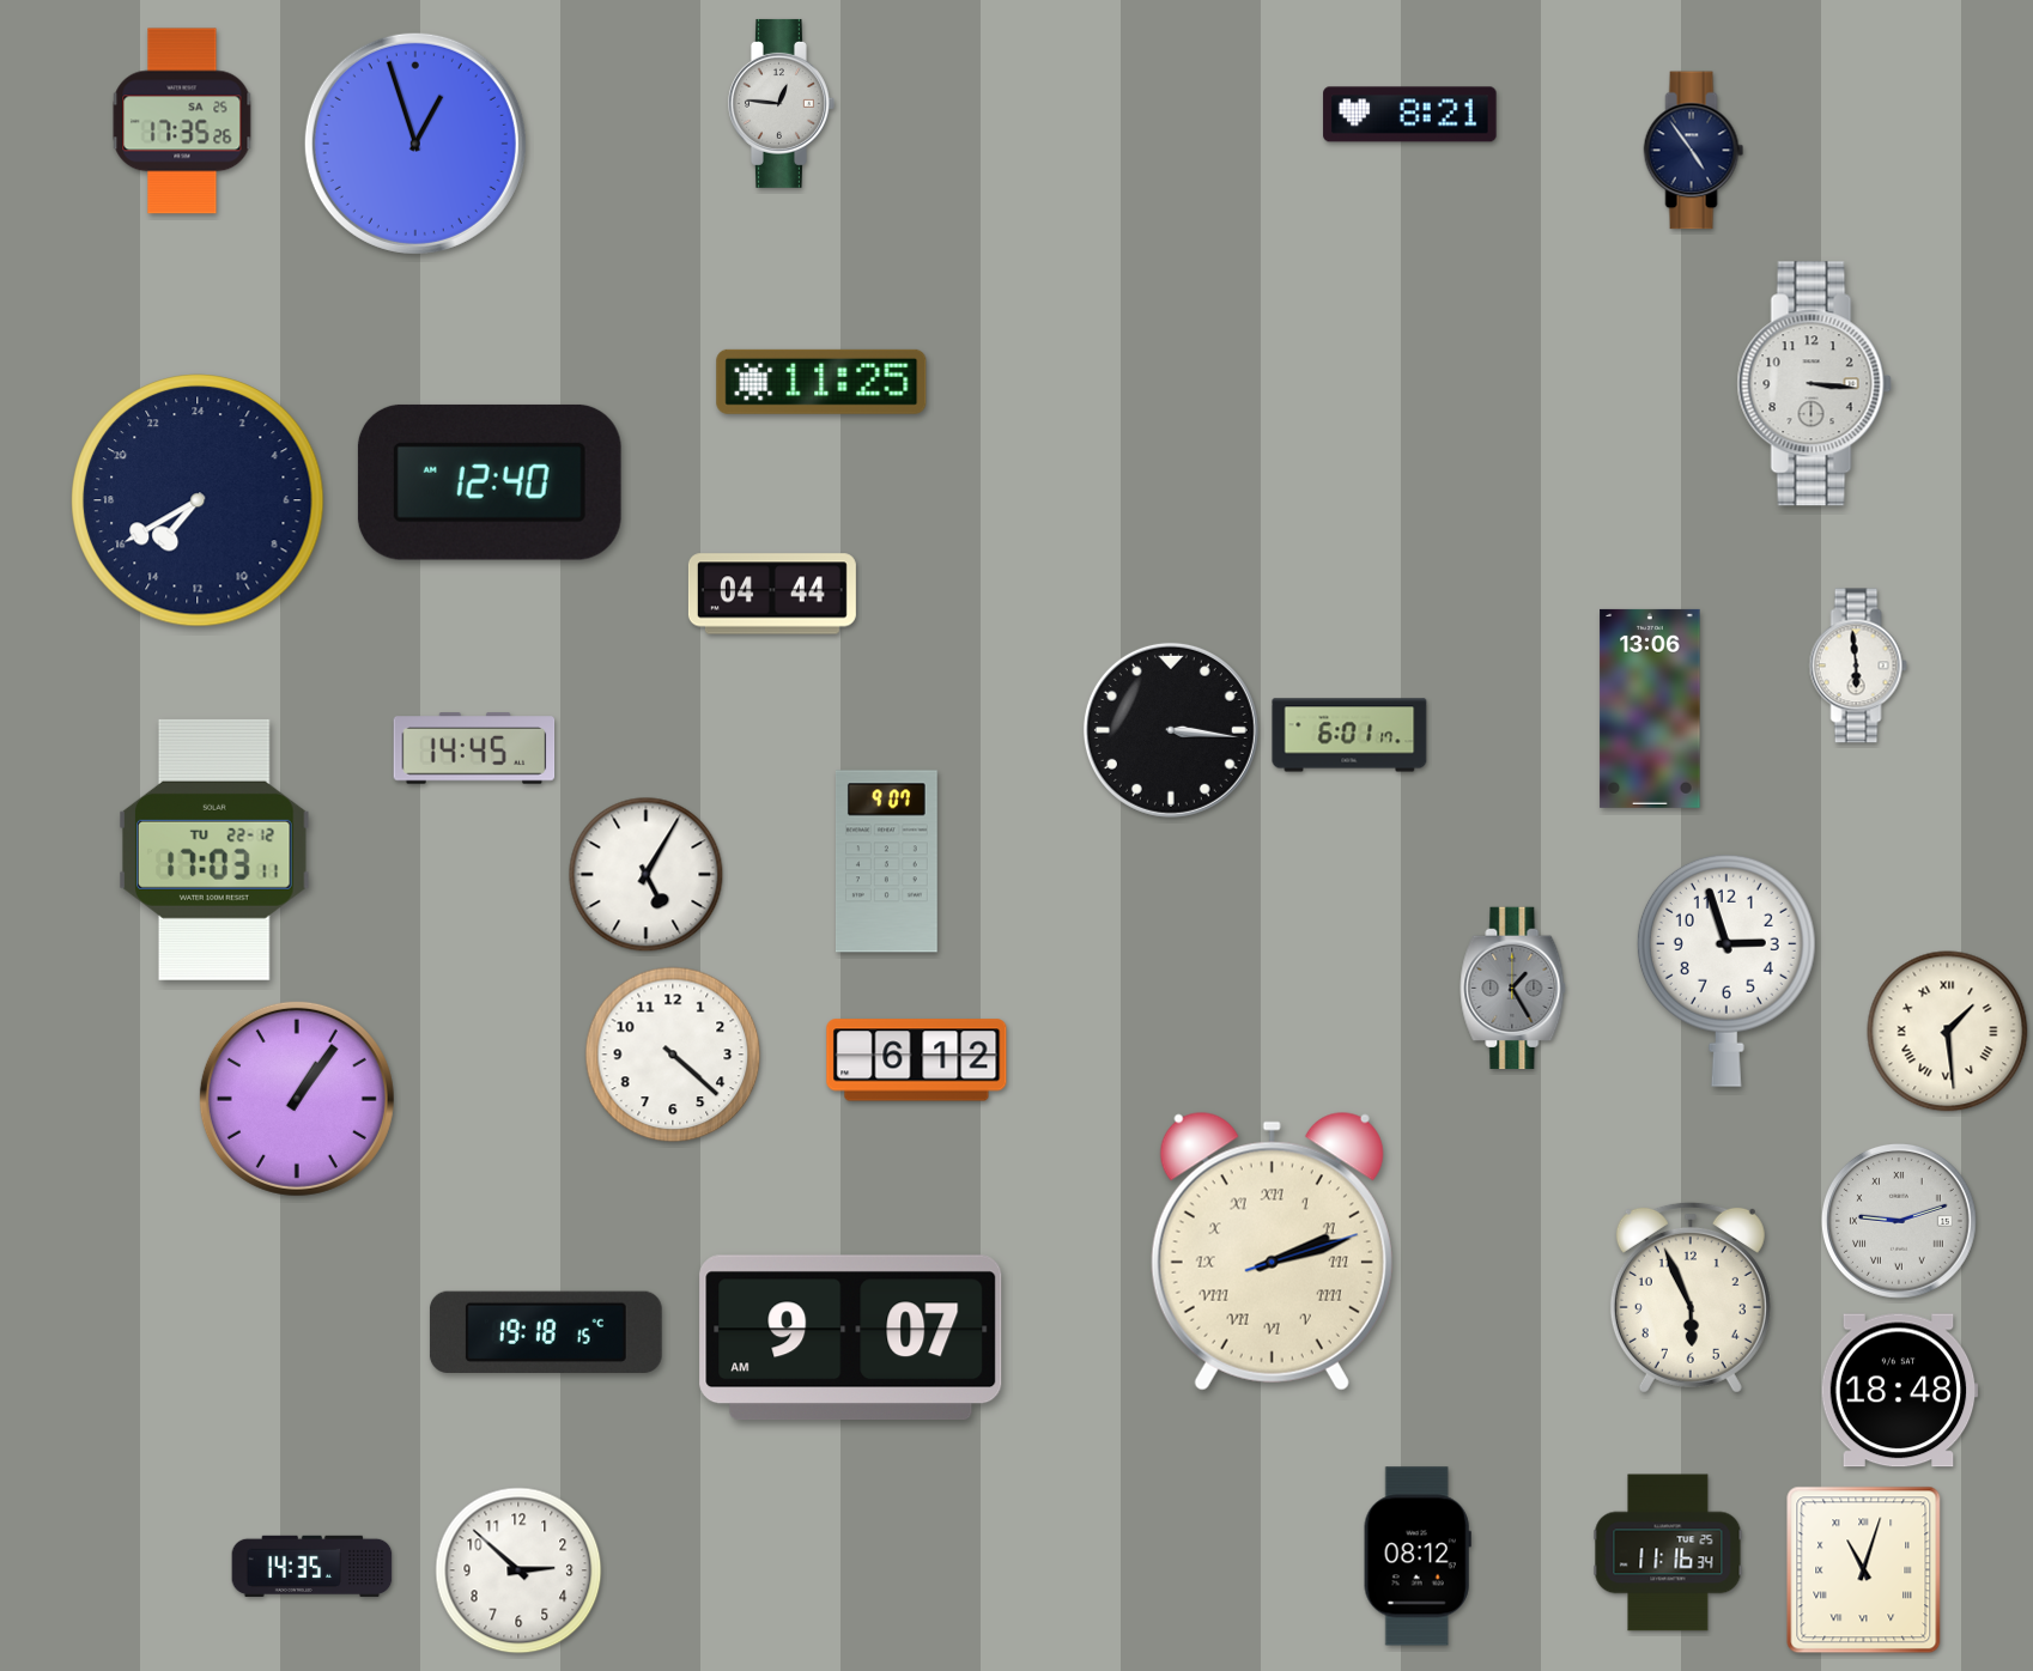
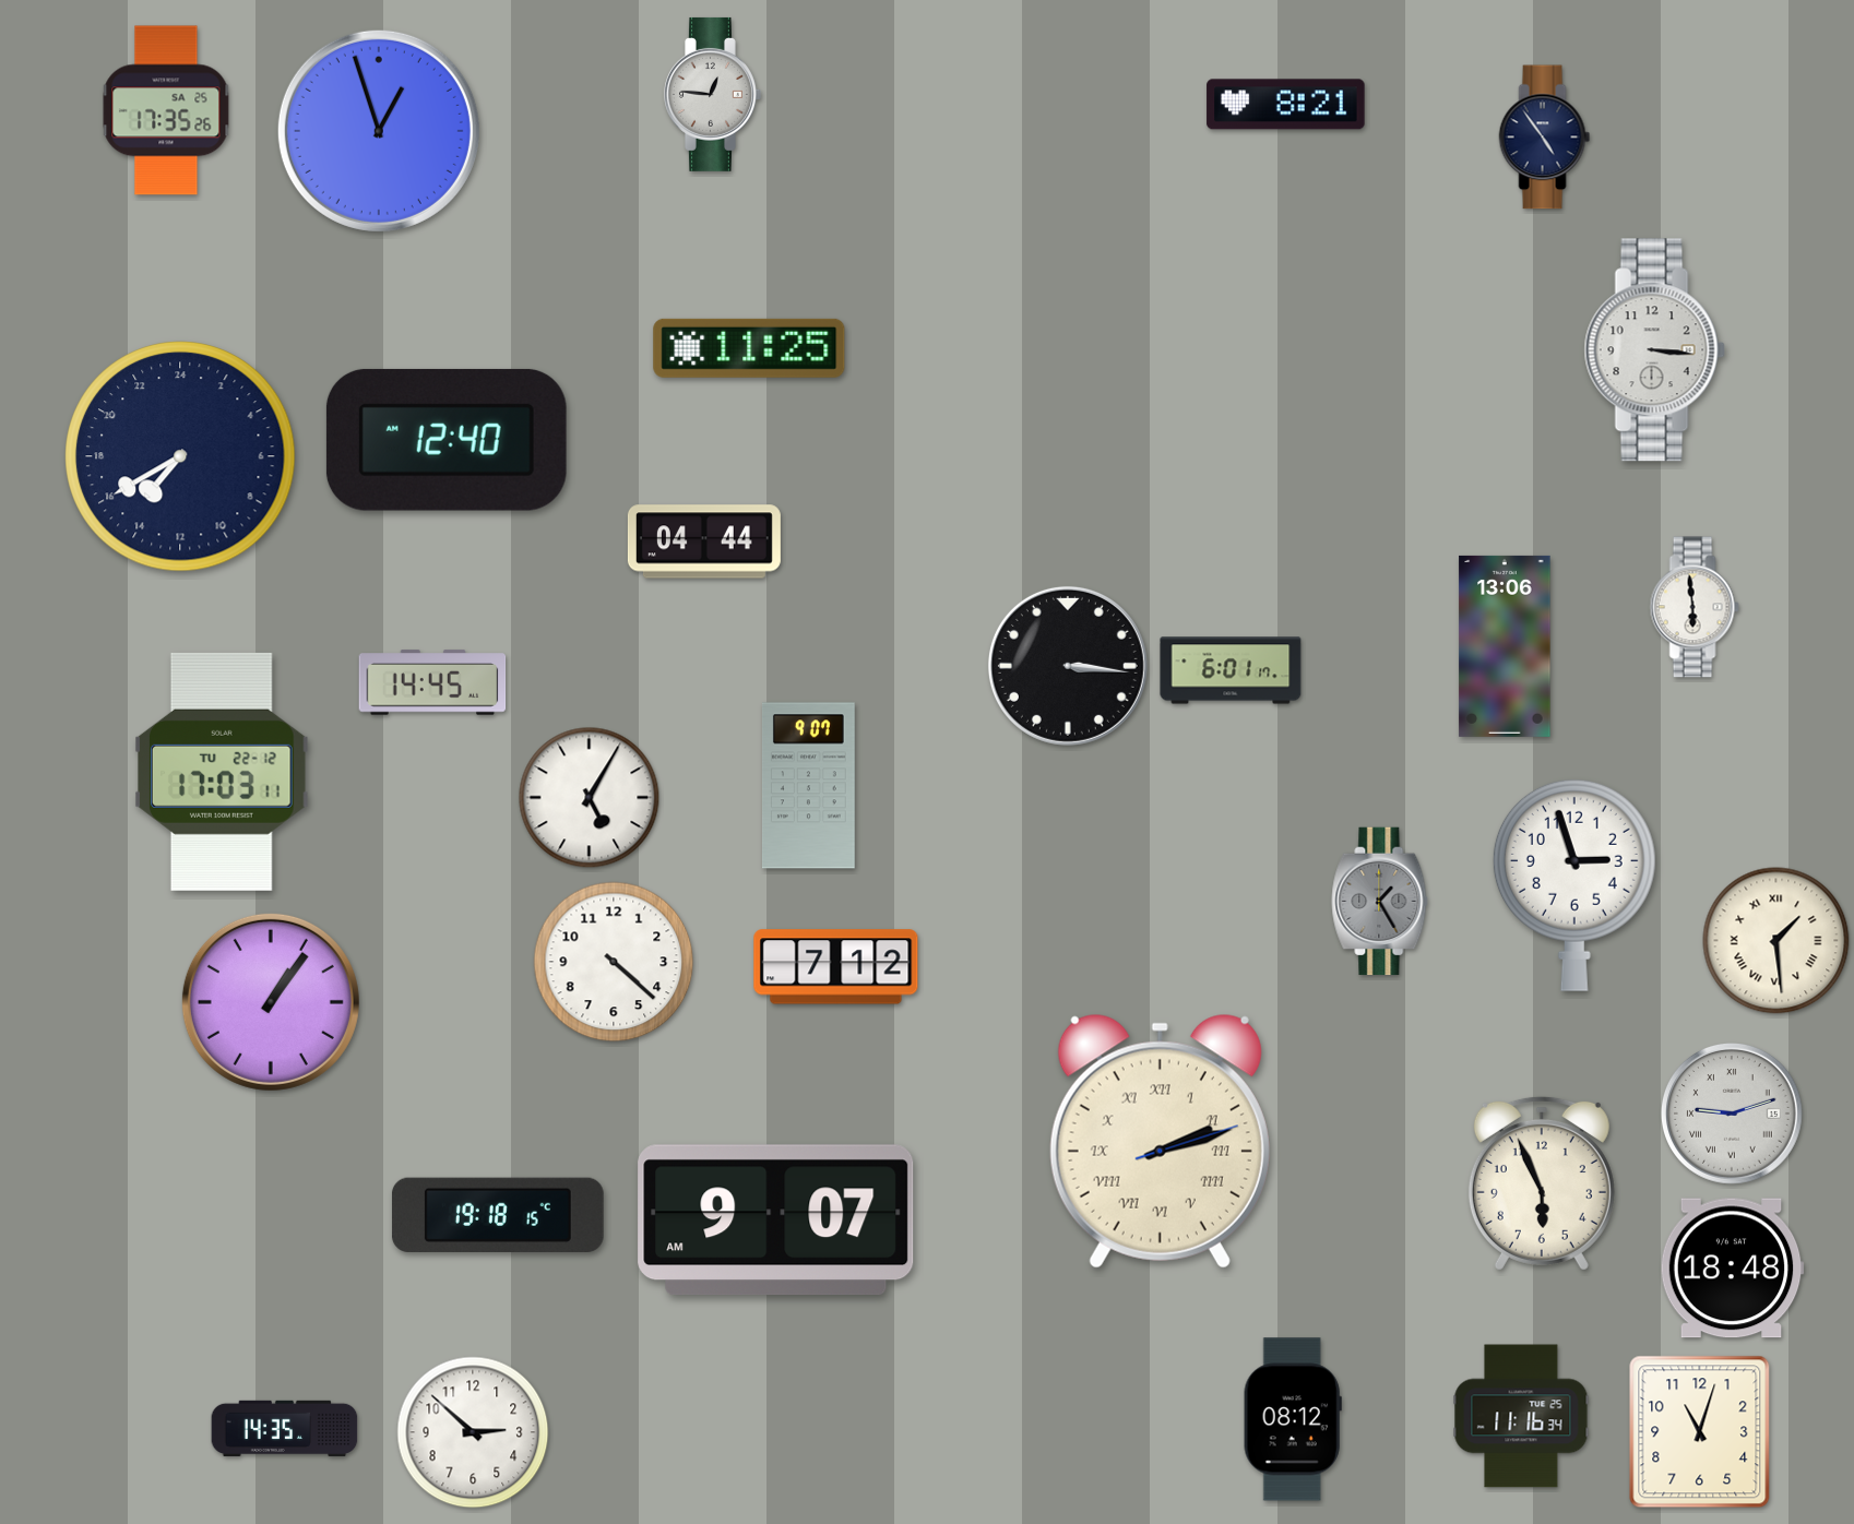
clock at (214, 850) position: (214, 850) -> (222, 772)
clock at (917, 1061): 6:12 -> 7:12
clock at (1864, 1570) numerals: Roman -> Arabic
